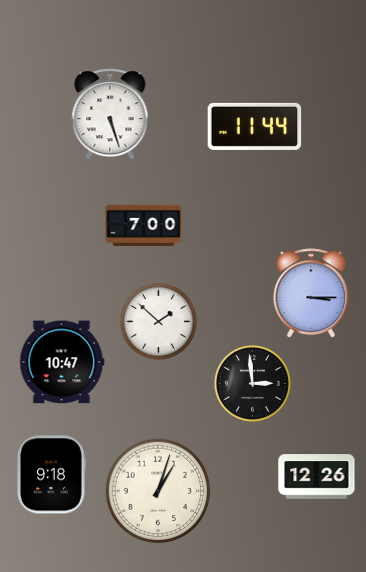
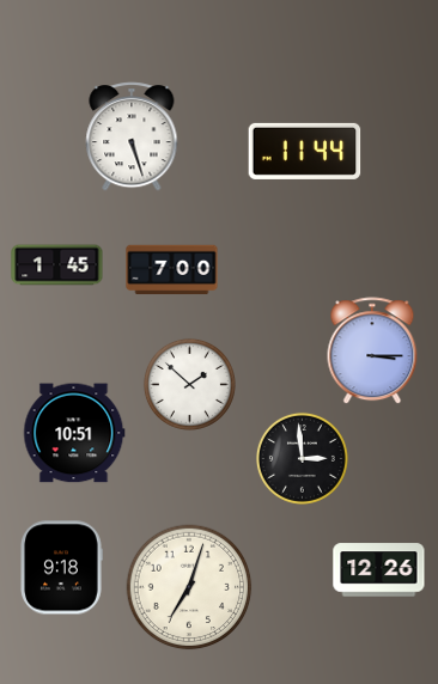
clock at (57, 265): none -> 1:45
clock at (62, 362): 10:47 -> 10:51
clock at (158, 491): 1:03 -> 7:03
